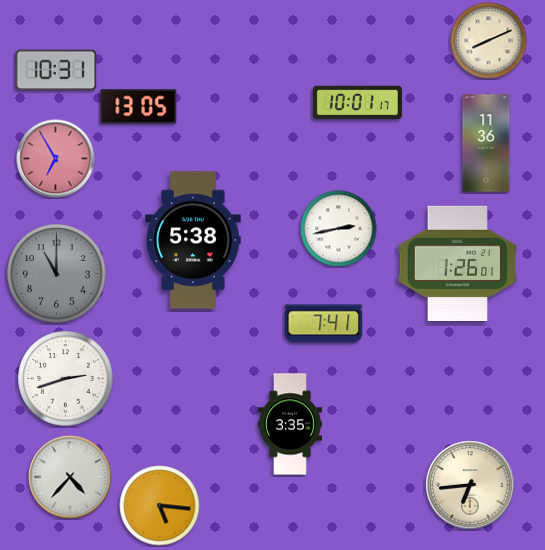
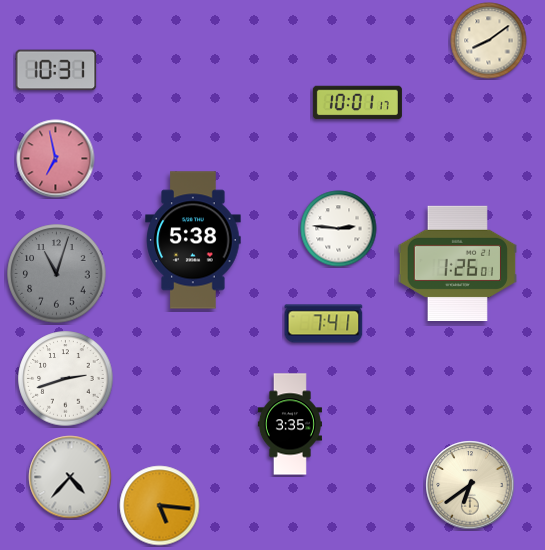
clock at (489, 41): 8:11 -> 8:09
clock at (139, 107): 13:05 -> none
clock at (486, 143): 11:36 -> none
clock at (56, 159): 6:55 -> 6:58
clock at (339, 229): 2:43 -> 2:46
clock at (57, 274): 11:00 -> 11:03
clock at (470, 485): 6:44 -> 6:39
